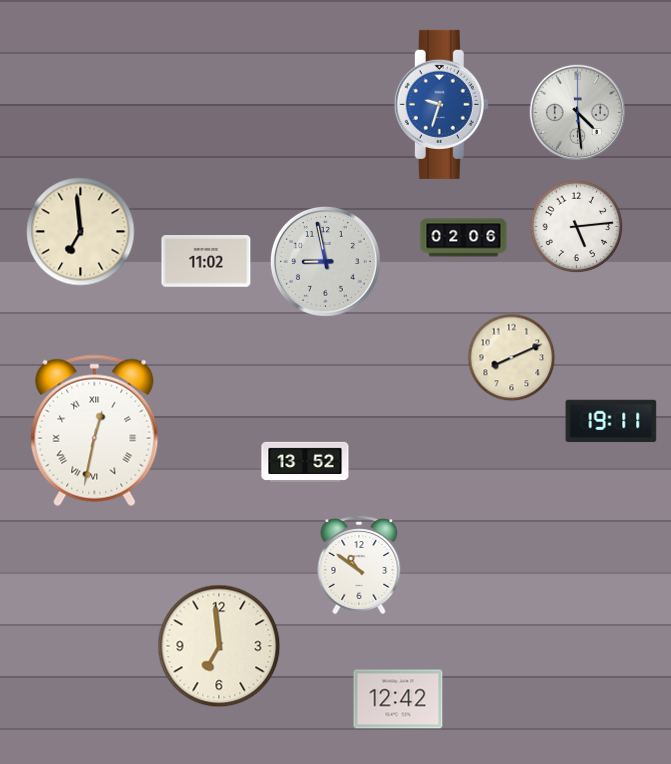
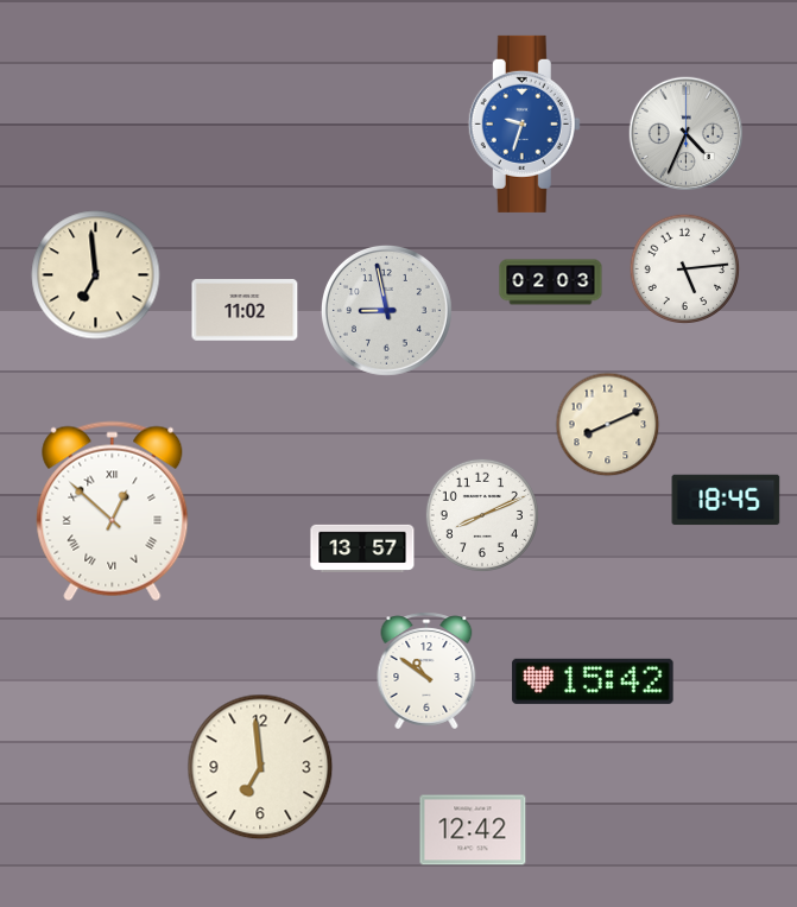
clock at (577, 112): 4:29 -> 4:34
clock at (464, 238): 02:06 -> 02:03
clock at (611, 421): 19:11 -> 18:45
clock at (95, 431): 12:32 -> 12:52
clock at (482, 515): none -> 8:11
clock at (305, 461): 13:52 -> 13:57
clock at (593, 681): none -> 15:42
